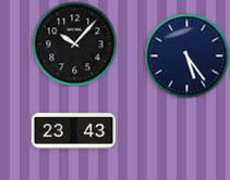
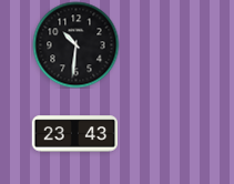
clock at (74, 43): 10:07 -> 10:31
clock at (186, 55): 5:24 -> none
